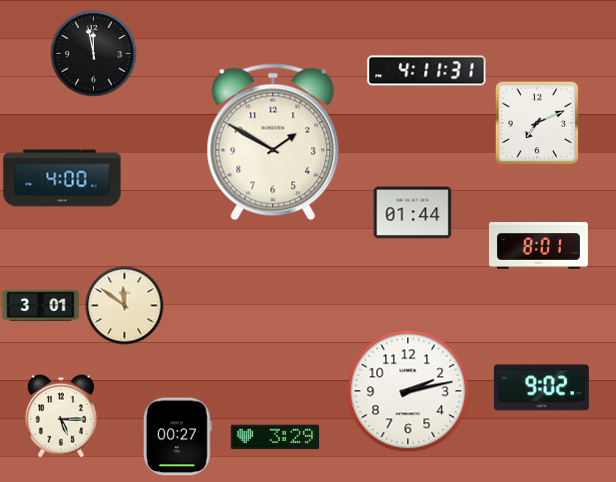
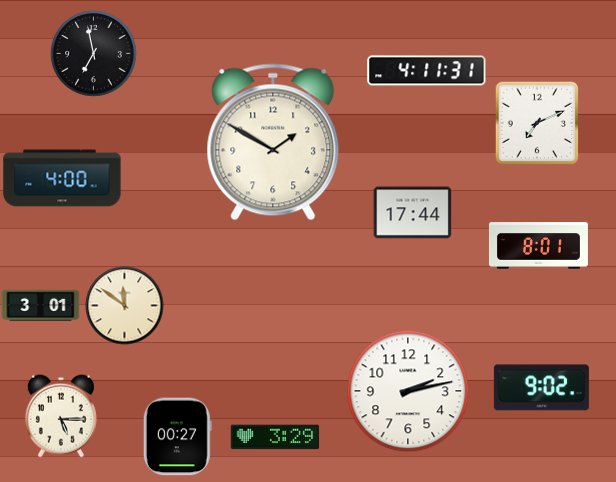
clock at (93, 53): 11:58 -> 6:58
clock at (412, 213): 01:44 -> 17:44
